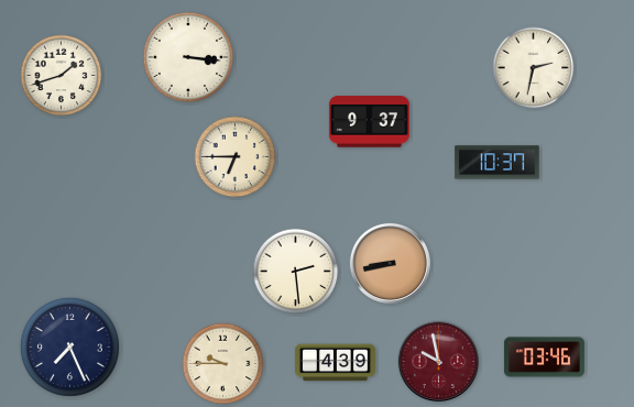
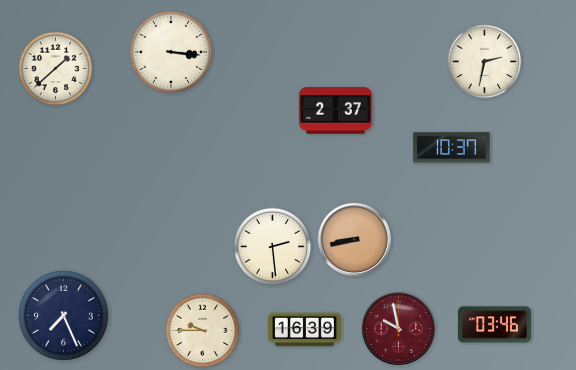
clock at (62, 76): 1:42 -> 1:38
clock at (369, 122): 9:37 -> 2:37
clock at (236, 157): 6:45 -> none
clock at (296, 272) position: (296, 272) -> (273, 247)
clock at (335, 363): 4:39 -> 16:39
